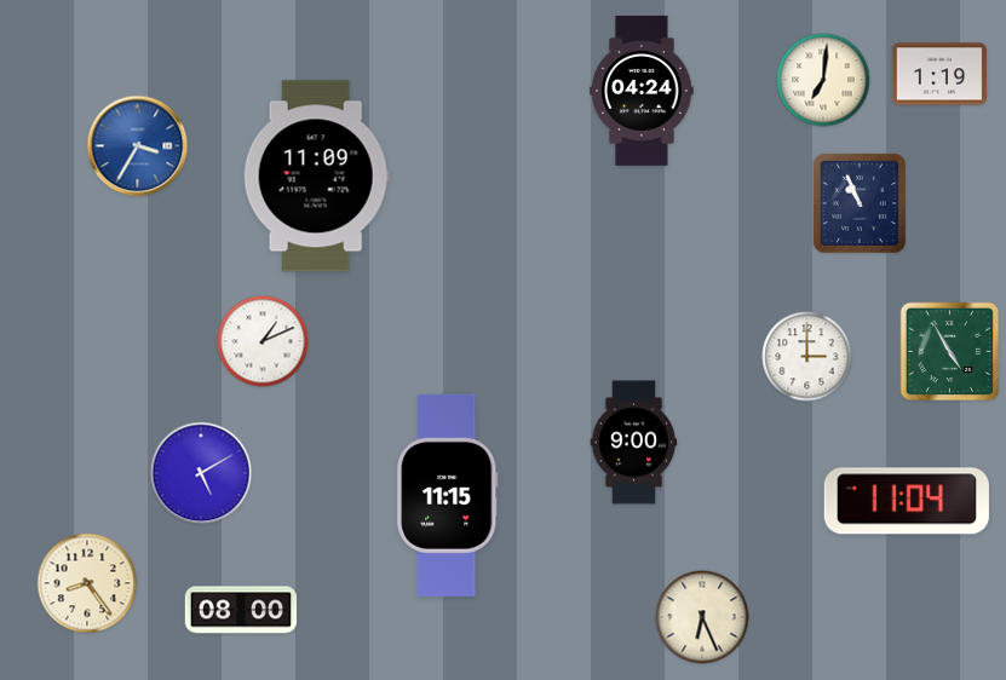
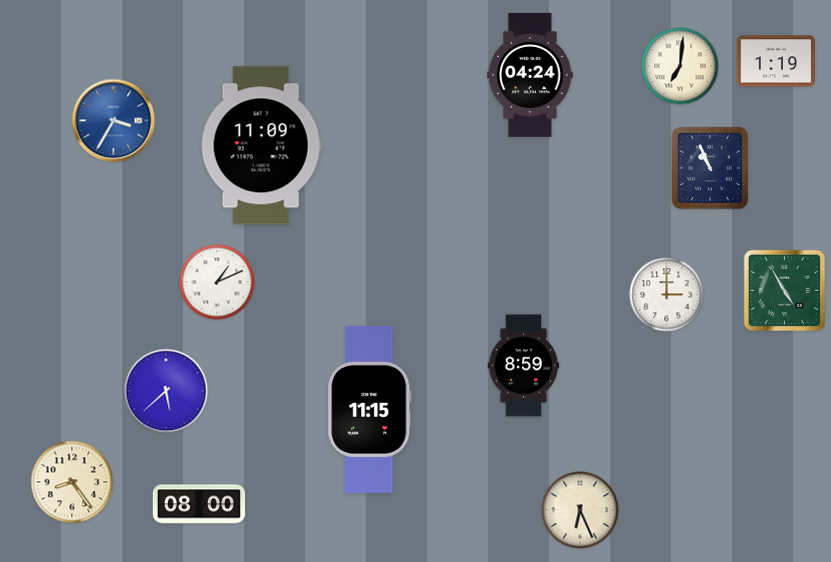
clock at (634, 443): 9:00 -> 8:59
clock at (201, 473): 5:10 -> 5:38
clock at (907, 501): 11:04 -> none
